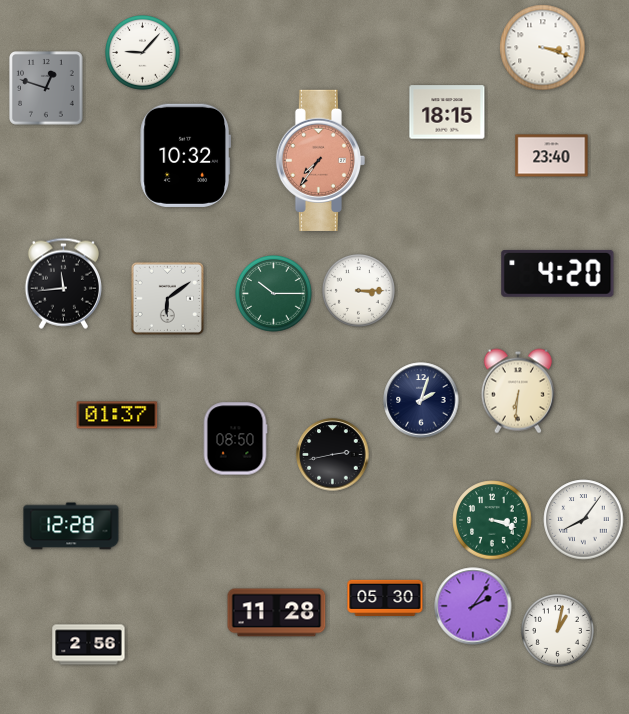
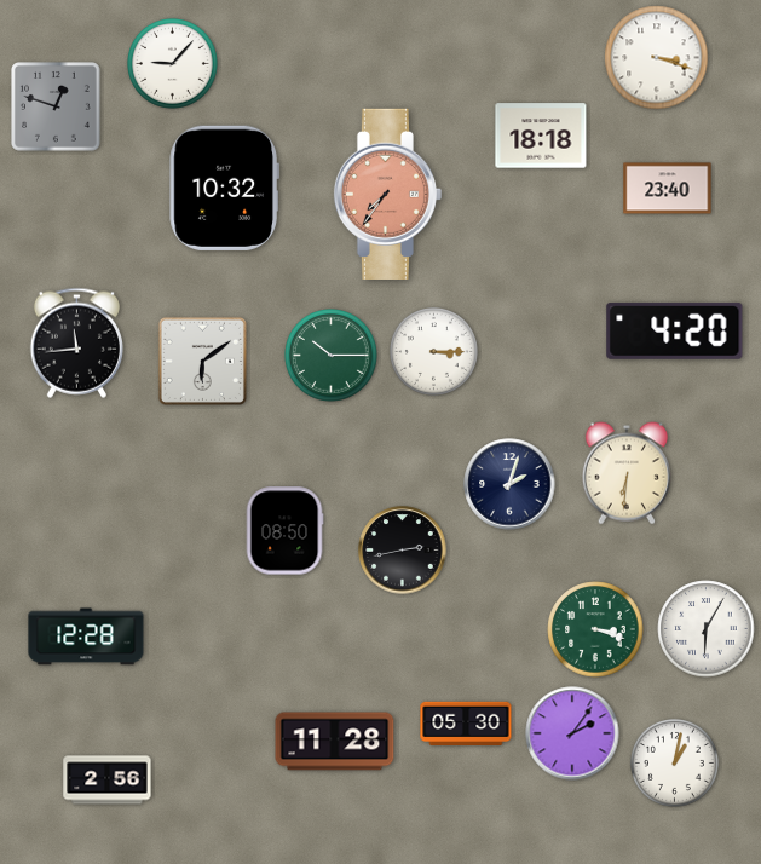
clock at (447, 112): 18:15 -> 18:18
clock at (117, 415): 01:37 -> none
clock at (584, 520): 8:06 -> 6:05
